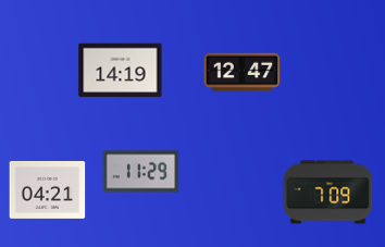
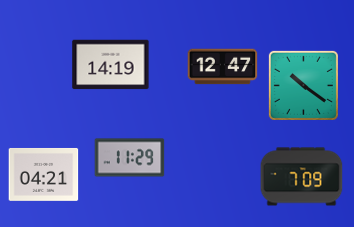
clock at (303, 85): none -> 10:21
